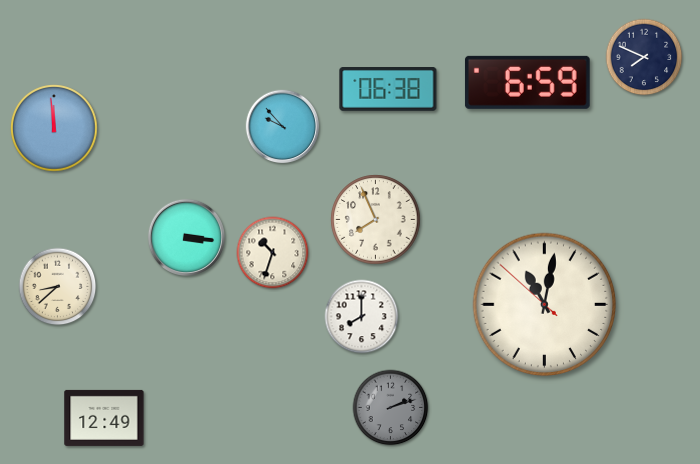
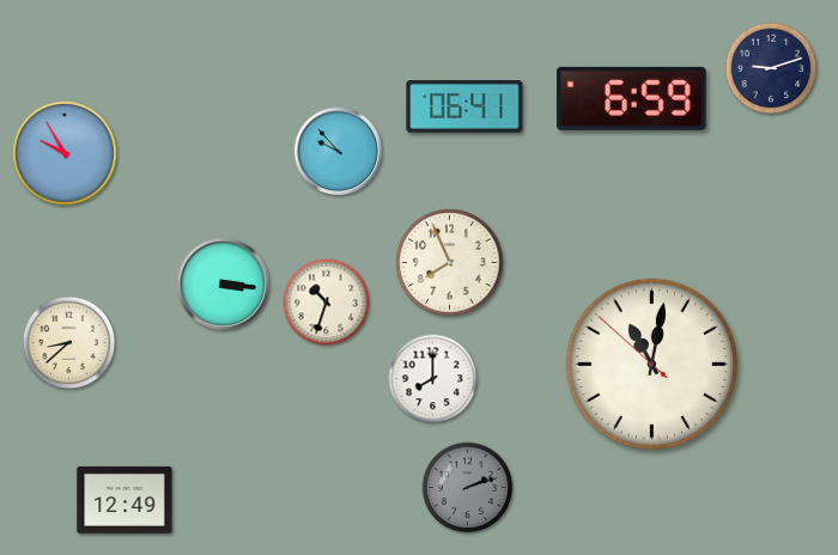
clock at (644, 57): 7:49 -> 9:12
clock at (388, 90): 06:38 -> 06:41
clock at (55, 129): 11:59 -> 9:55
